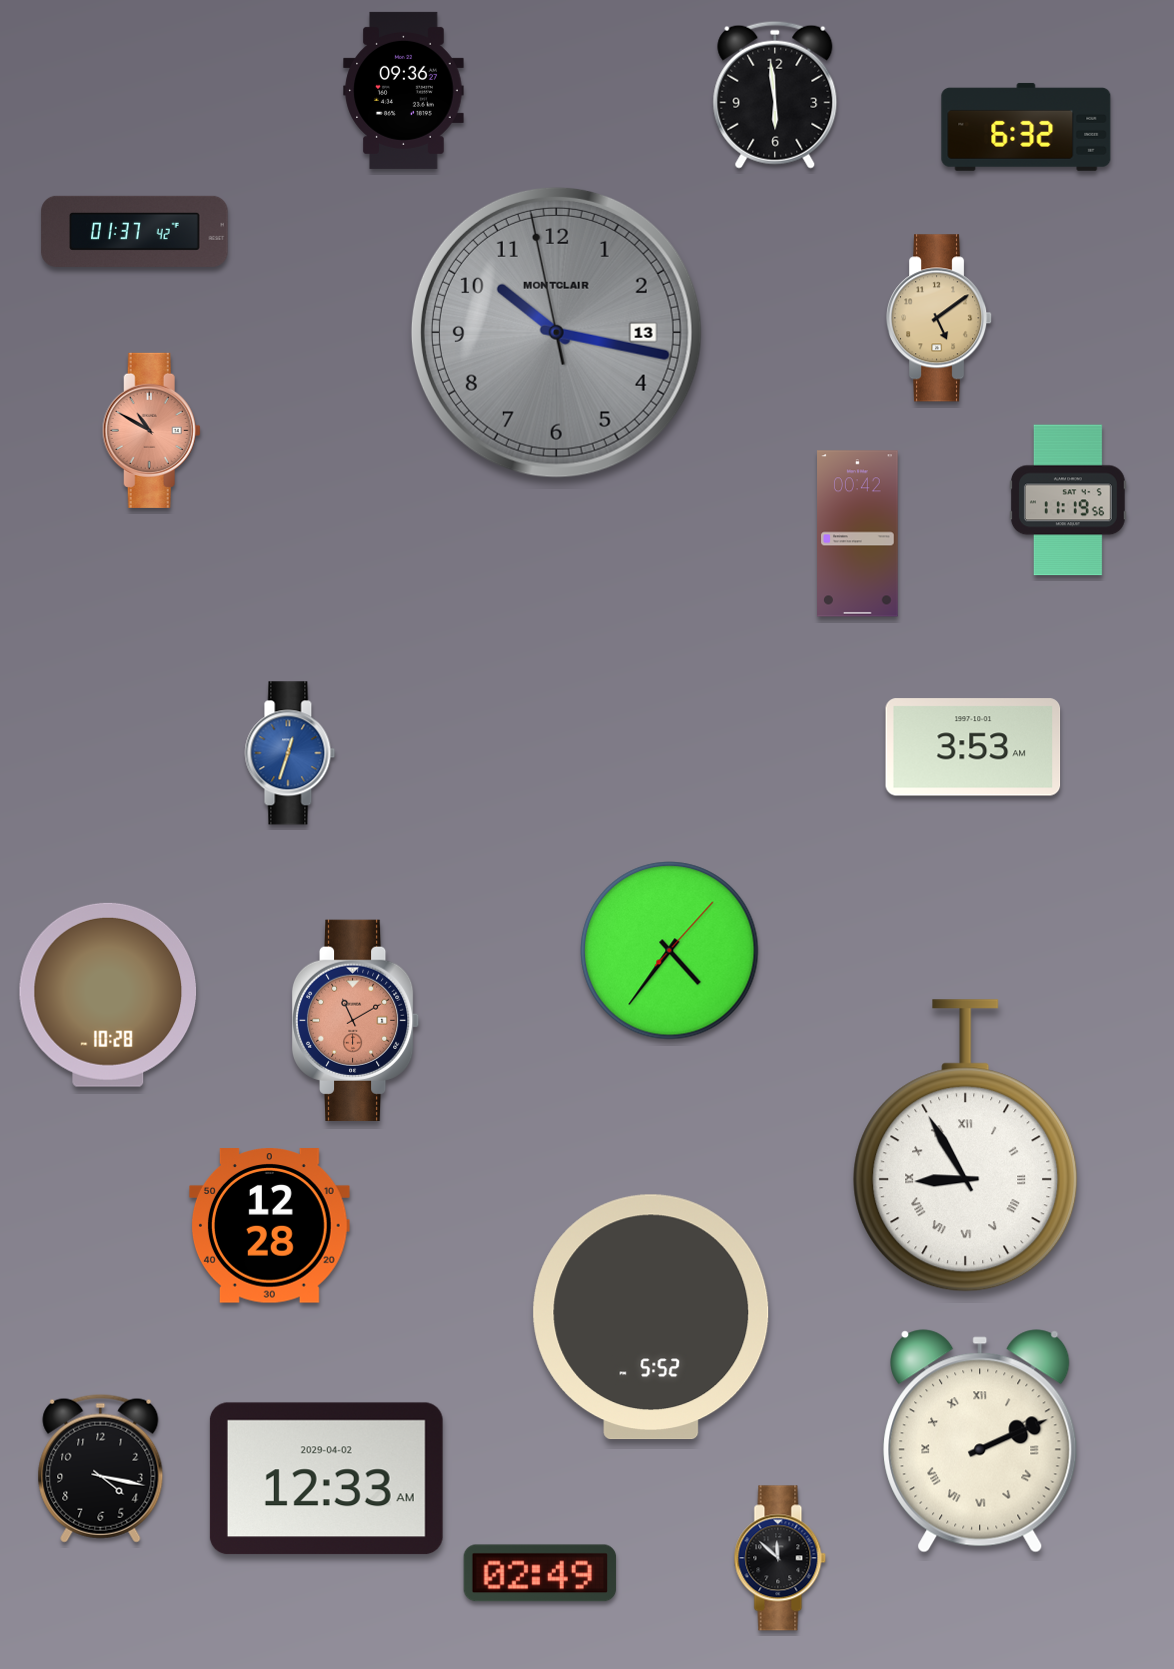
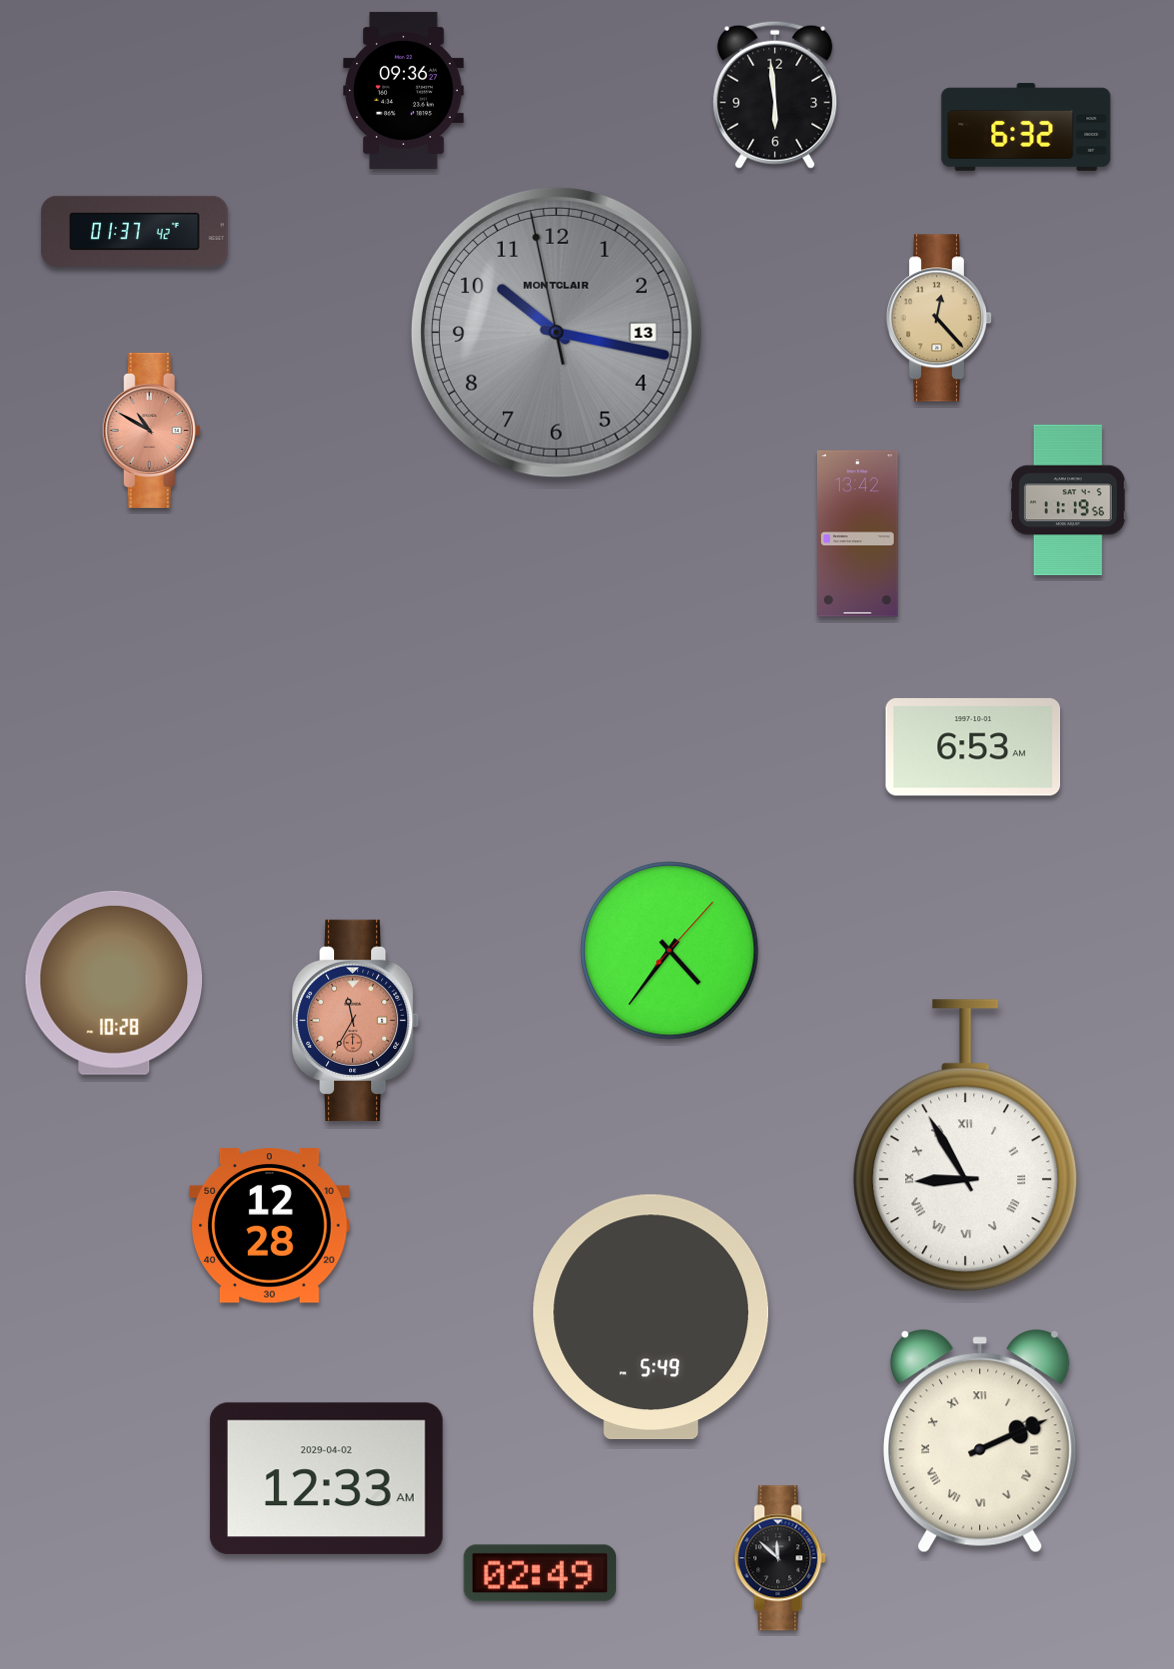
clock at (940, 318): 5:09 -> 12:23
clock at (858, 534): 00:42 -> 13:42
clock at (973, 747): 3:53 -> 6:53
clock at (290, 753): 12:33 -> none
clock at (108, 995) position: (108, 995) -> (114, 983)
clock at (356, 1020): 11:10 -> 11:35
clock at (651, 1317): 5:52 -> 5:49
clock at (101, 1468): 4:17 -> none
